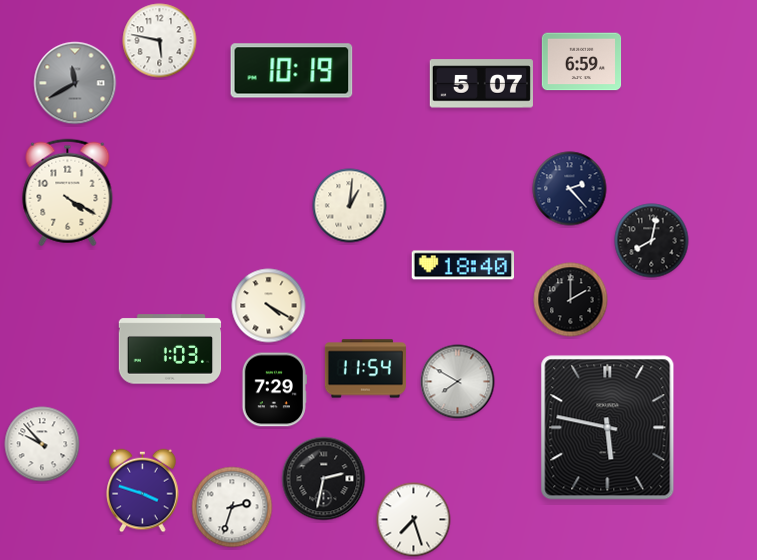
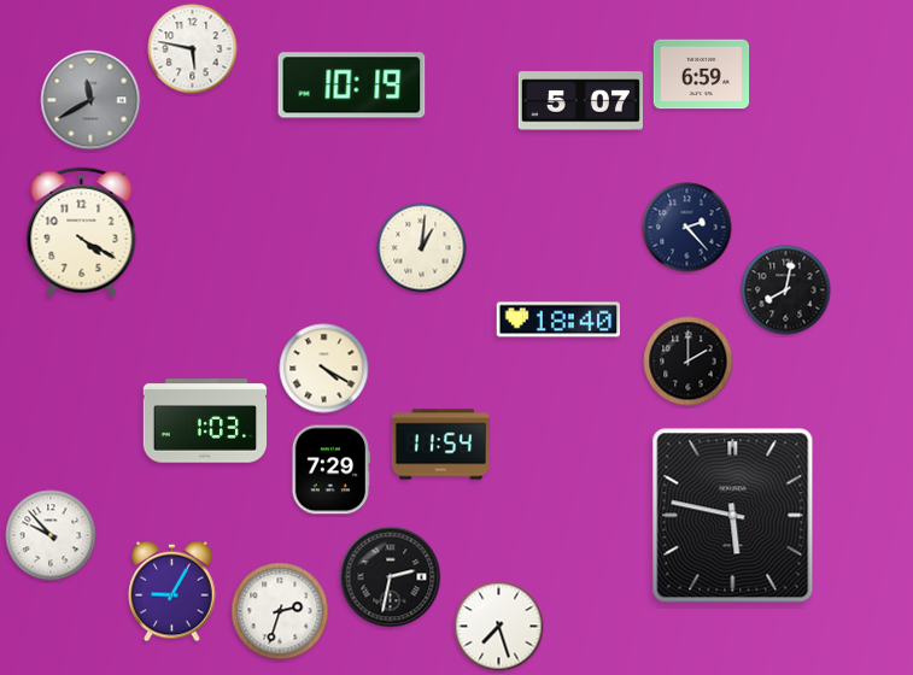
clock at (458, 382): 7:50 -> none
clock at (143, 491): 3:48 -> 9:05
